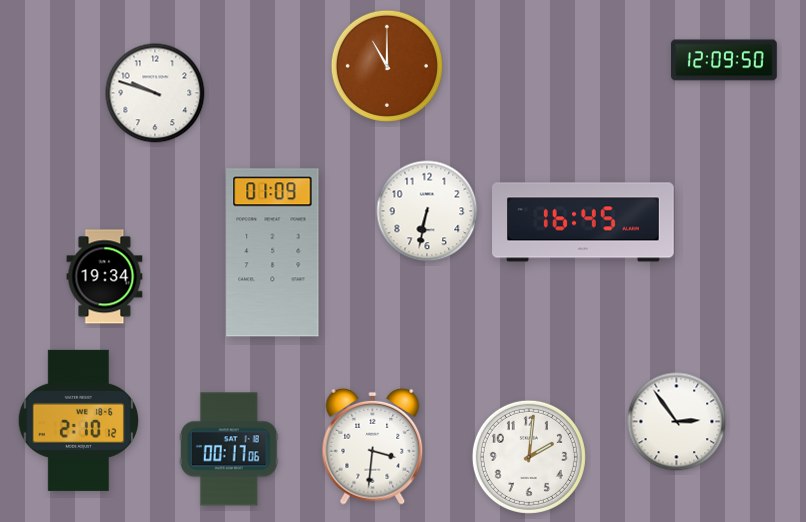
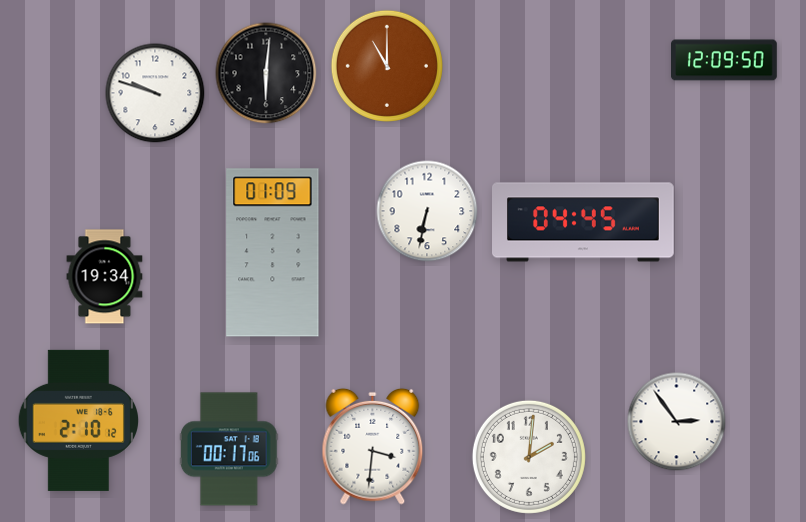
clock at (266, 73): none -> 6:01
clock at (584, 222): 16:45 -> 04:45
